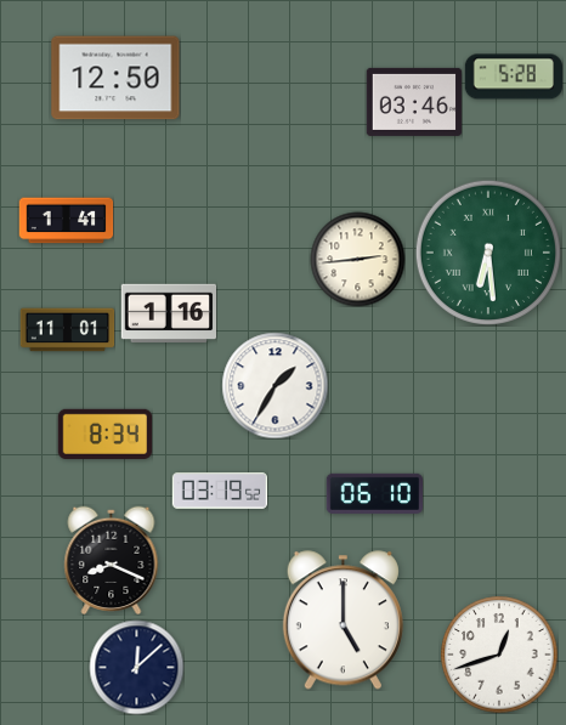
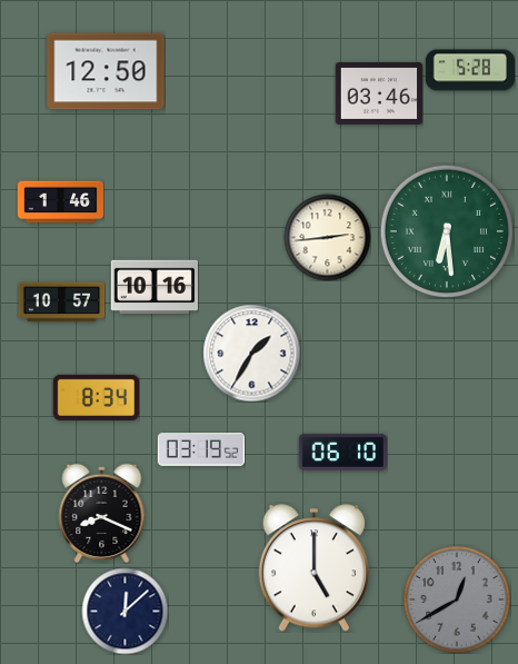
clock at (66, 221): 1:41 -> 1:46
clock at (168, 312): 1:16 -> 10:16
clock at (67, 330): 11:01 -> 10:57
clock at (499, 655): 12:42 -> 12:40
clock at (499, 655) dial: white -> grey
